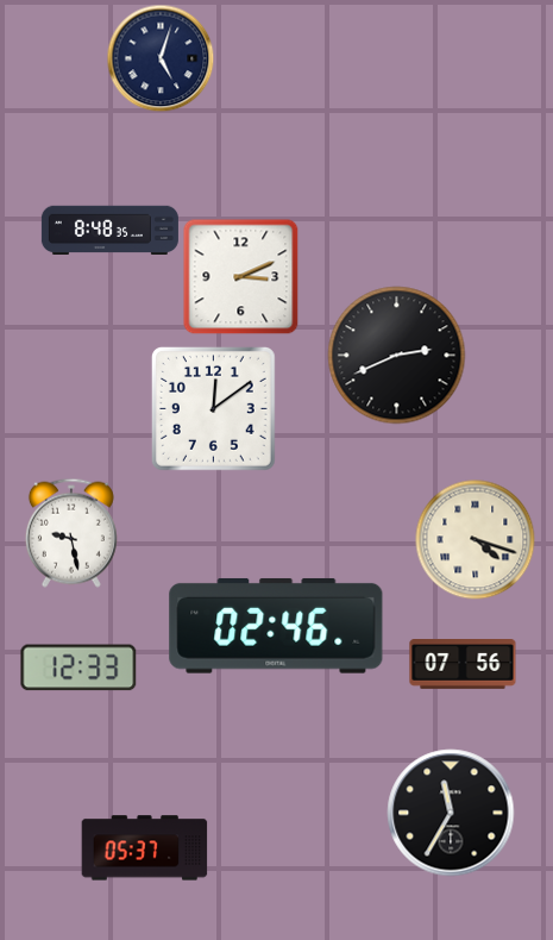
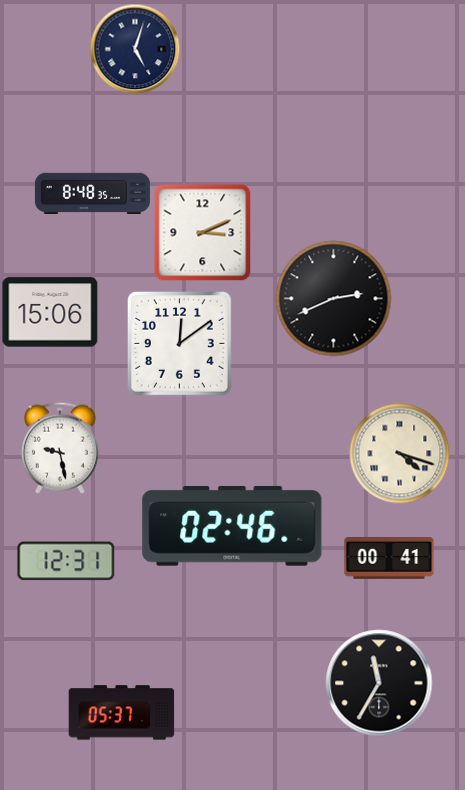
clock at (50, 312): none -> 15:06
clock at (463, 665): 07:56 -> 00:41
clock at (78, 668): 12:33 -> 12:31
